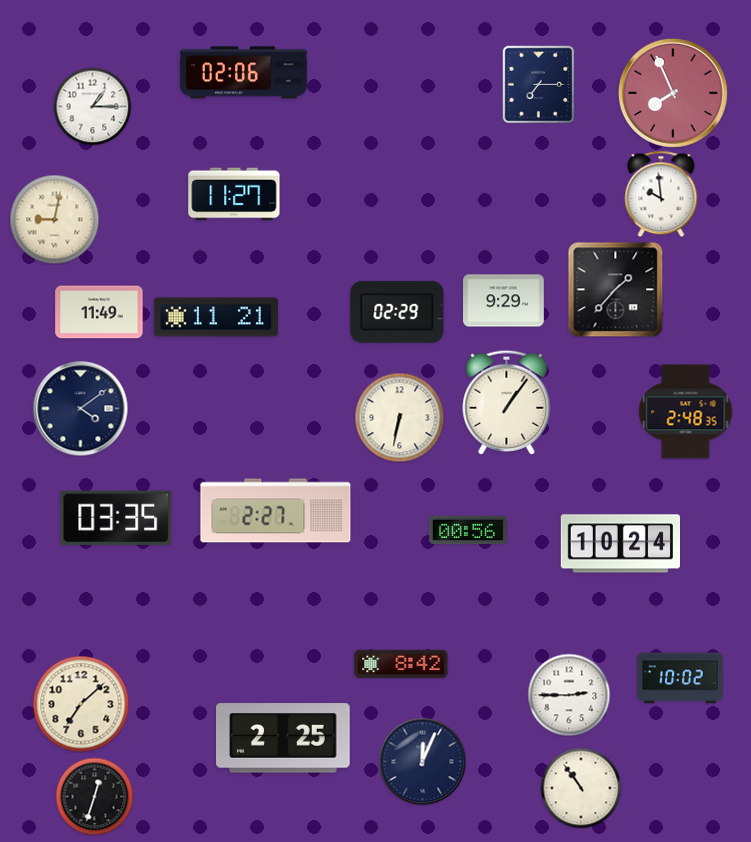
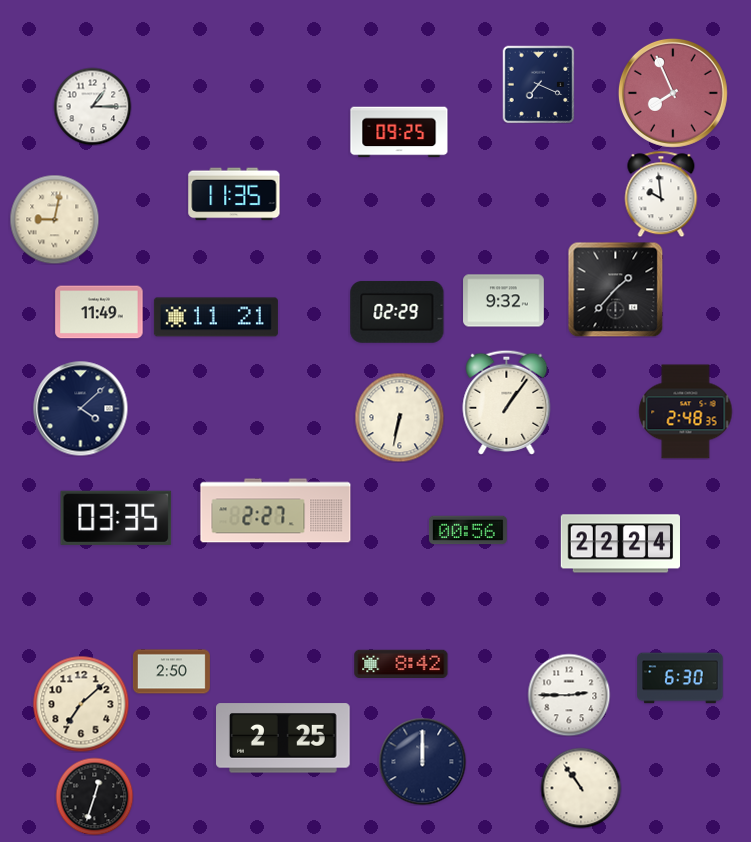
clock at (243, 73): 02:06 -> none
clock at (539, 84): 7:15 -> 7:19
clock at (399, 132): none -> 09:25
clock at (234, 194): 11:27 -> 11:35
clock at (504, 301): 9:29 -> 9:32
clock at (80, 408): 4:09 -> 4:08
clock at (621, 544): 10:24 -> 22:24
clock at (171, 672): none -> 2:50
clock at (680, 678): 10:02 -> 6:30
clock at (422, 761): 12:04 -> 12:00
